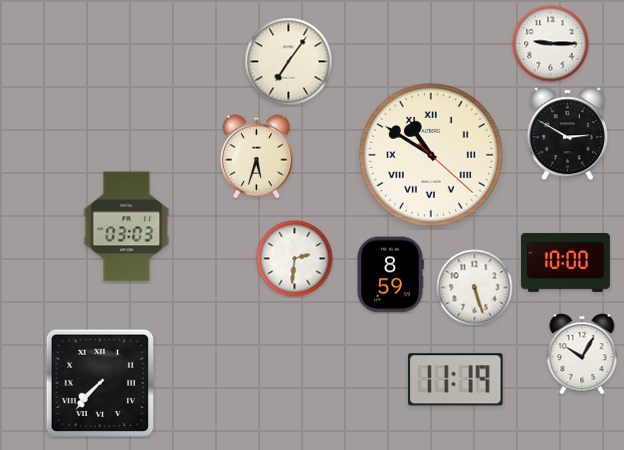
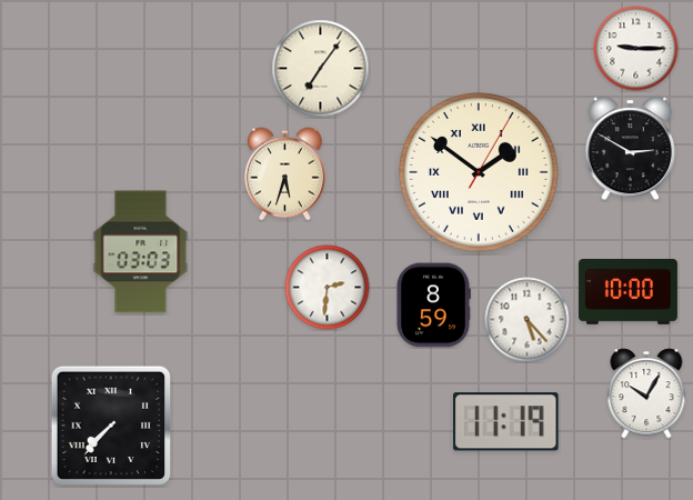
clock at (551, 44) position: (551, 44) -> (636, 49)
clock at (432, 156): 10:50 -> 1:51
clock at (475, 288): 5:27 -> 5:23
